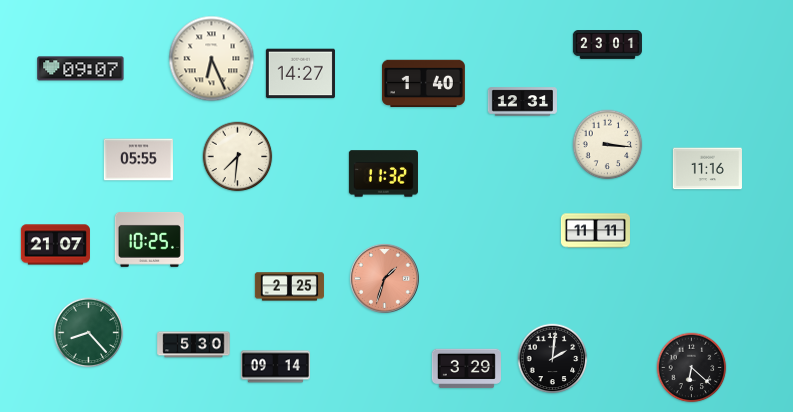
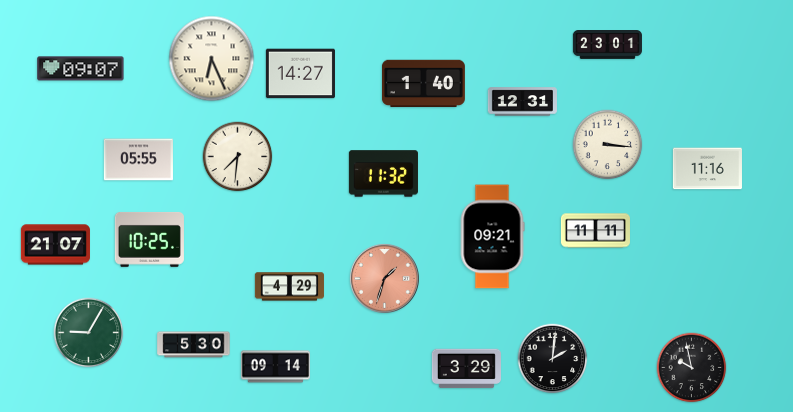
clock at (492, 237): none -> 09:21
clock at (289, 287): 2:25 -> 4:29
clock at (89, 333): 8:23 -> 9:05
clock at (692, 368): 6:22 -> 9:58
